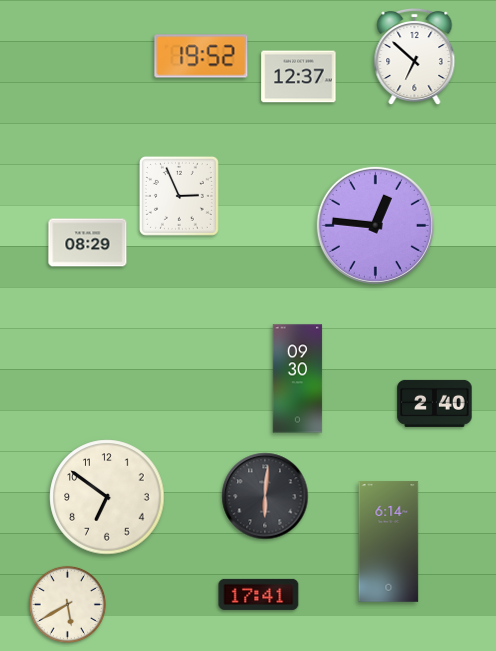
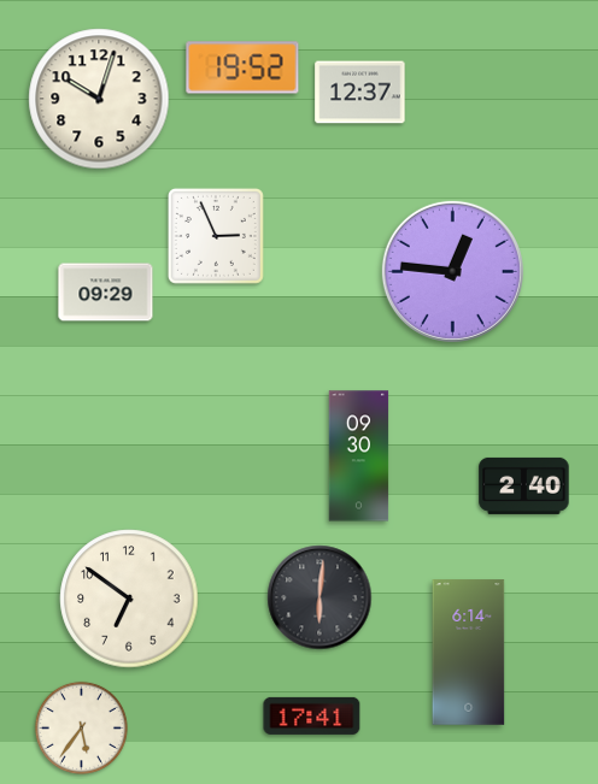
clock at (415, 57): 6:52 -> none
clock at (99, 99): none -> 10:03
clock at (88, 243): 08:29 -> 09:29
clock at (67, 604): 5:40 -> 5:36
